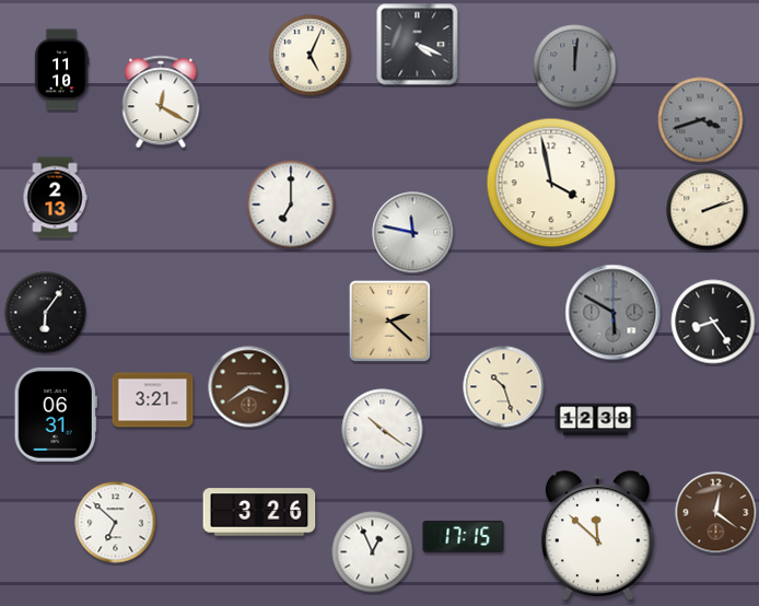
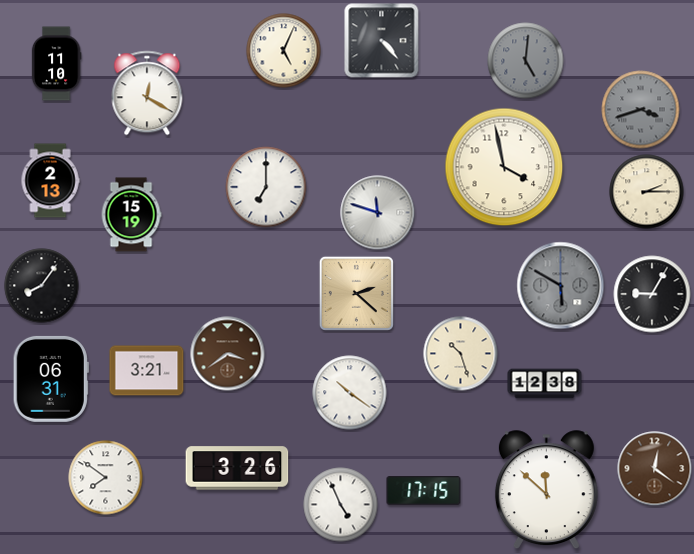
clock at (418, 45): 4:19 -> 4:23
clock at (575, 67): 12:01 -> 5:01
clock at (708, 210): 2:12 -> 2:15
clock at (413, 233): 11:47 -> 11:48
clock at (131, 215): none -> 15:19
clock at (46, 313): 6:06 -> 8:06
clock at (713, 322): 8:24 -> 9:05
clock at (153, 400) position: (153, 400) -> (147, 371)
clock at (116, 523): 6:52 -> 7:51
clock at (373, 552): 12:56 -> 4:56
